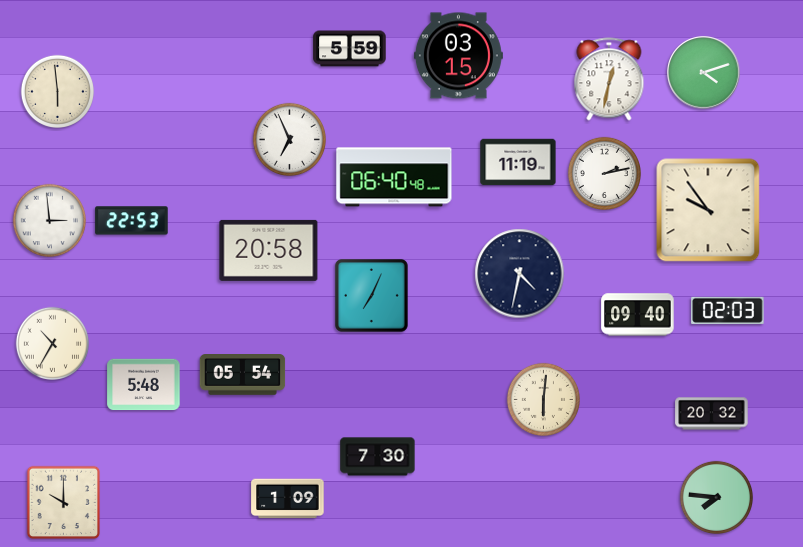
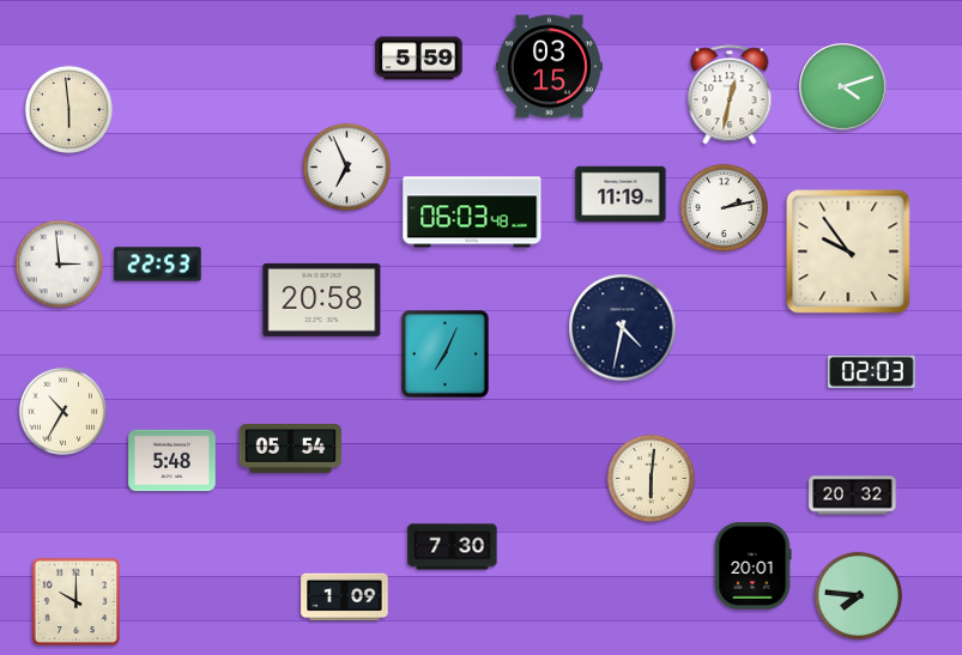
clock at (394, 177): 06:40 -> 06:03
clock at (638, 315): 09:40 -> none
clock at (752, 566): none -> 20:01
